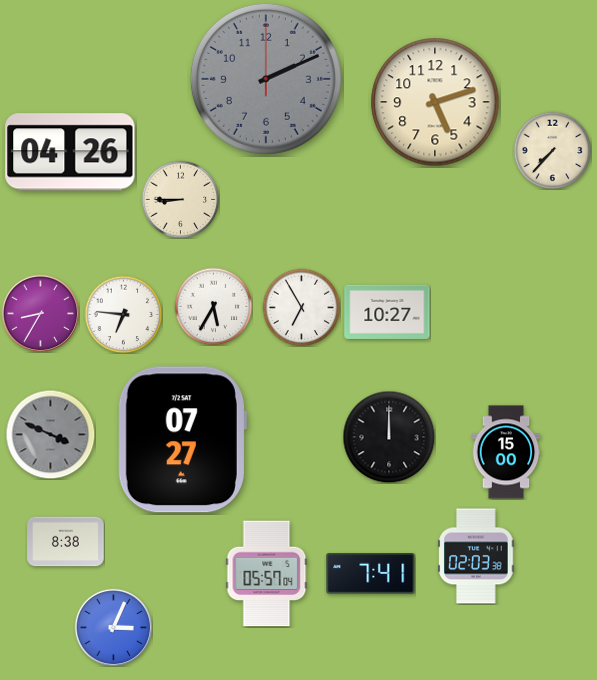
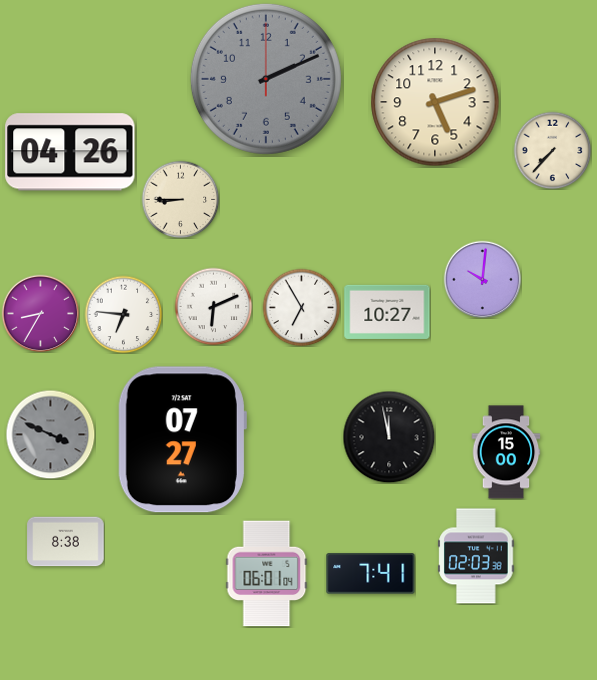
clock at (482, 279): none -> 10:01
clock at (213, 306): 5:35 -> 6:11
clock at (389, 437): 12:00 -> 11:58
clock at (267, 574): 05:57 -> 06:01
clock at (113, 627): 3:04 -> none
